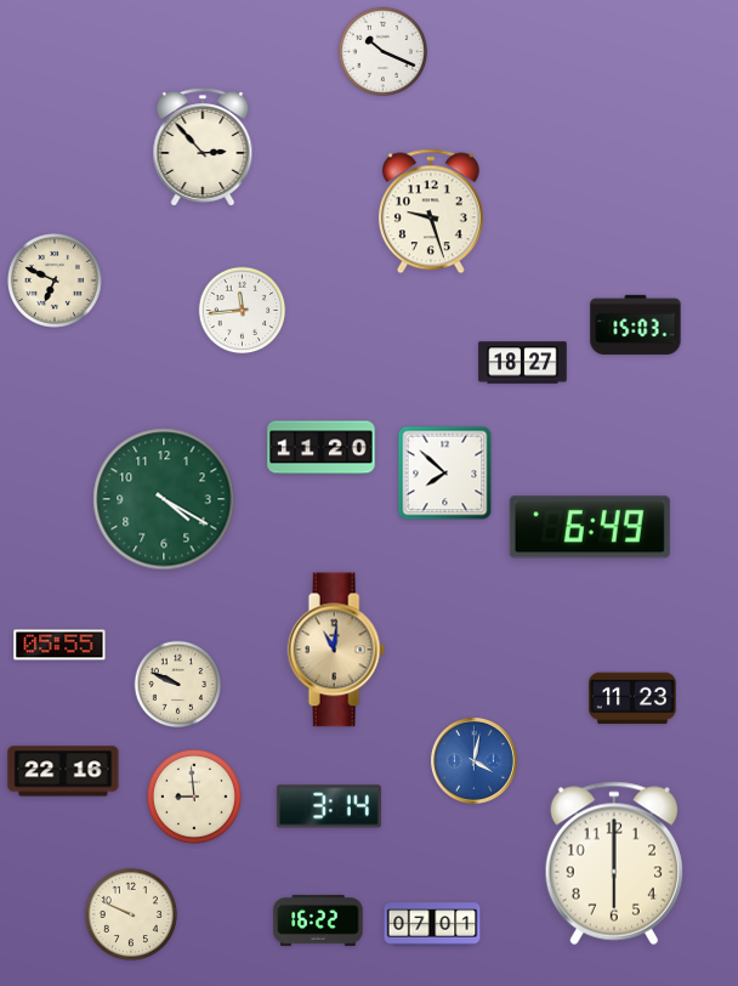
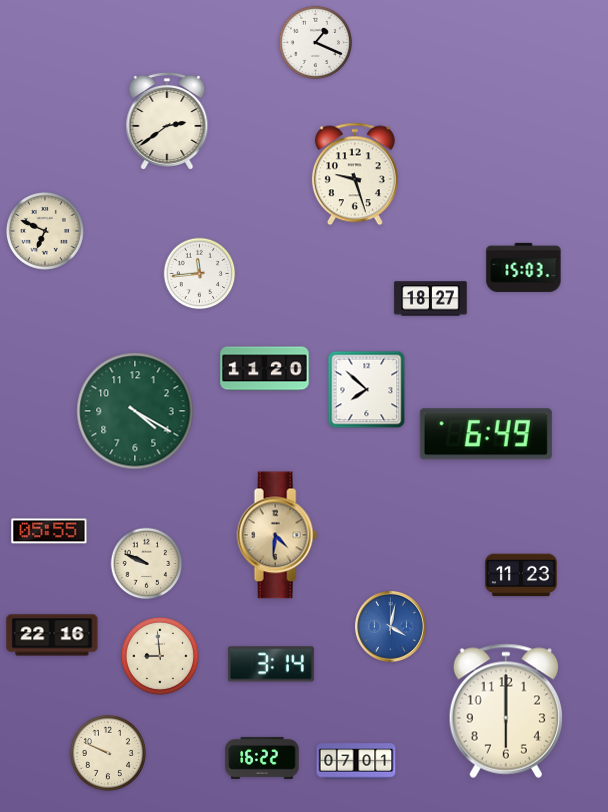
clock at (382, 51): 10:19 -> 1:19
clock at (203, 147): 2:53 -> 2:39
clock at (243, 311) position: (243, 311) -> (200, 274)
clock at (336, 650): 11:01 -> 4:31
